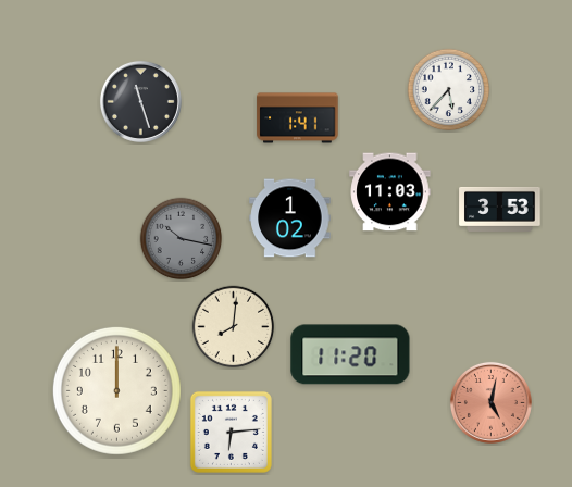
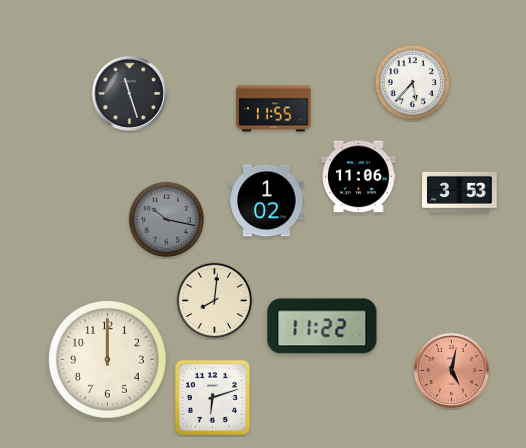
clock at (298, 118): 1:41 -> 11:55
clock at (390, 192): 11:03 -> 11:06
clock at (350, 354): 11:20 -> 11:22
clock at (231, 432): 6:14 -> 6:12
